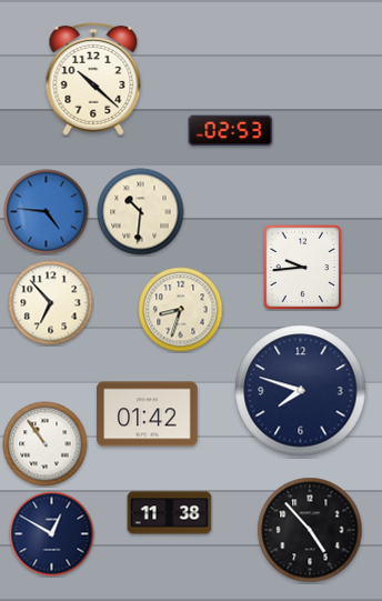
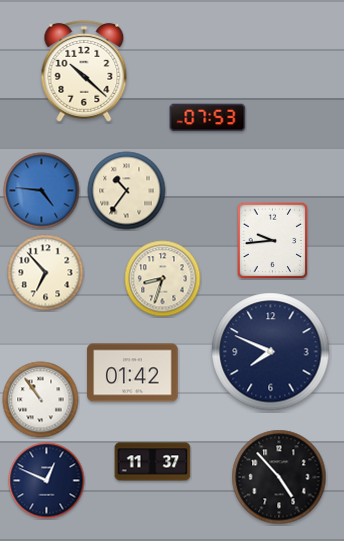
clock at (231, 131): 02:53 -> 07:53
clock at (141, 212): 10:31 -> 10:36
clock at (301, 391): 7:48 -> 7:49
clock at (170, 513): 11:38 -> 11:37
clock at (52, 534): 12:50 -> 12:49
